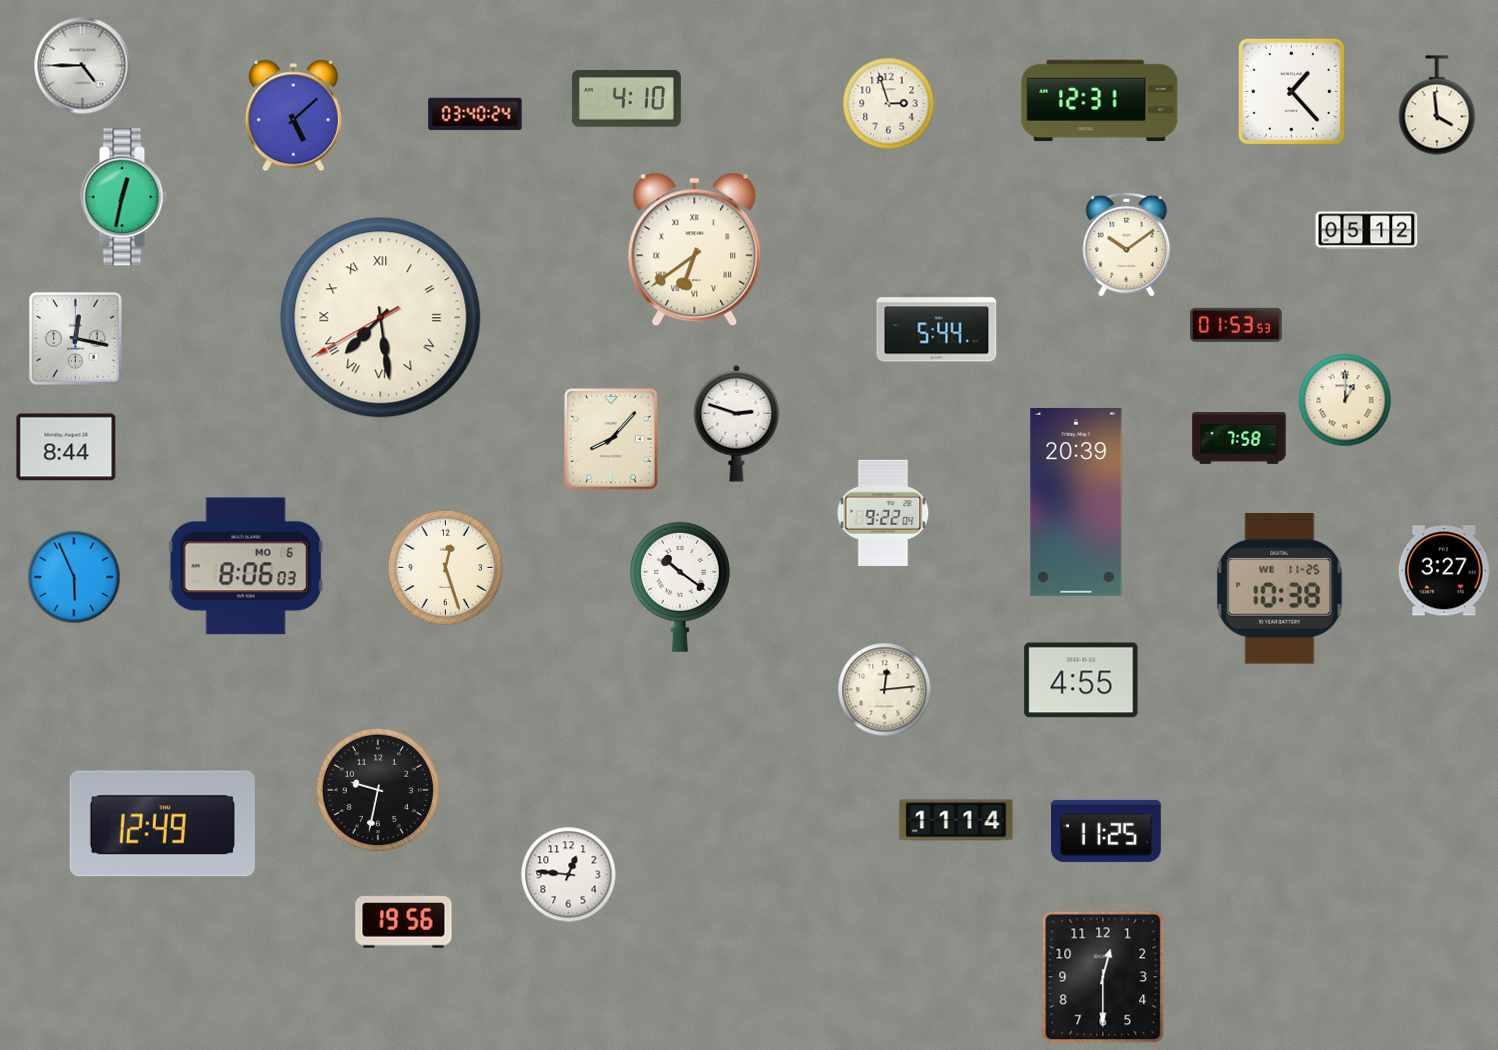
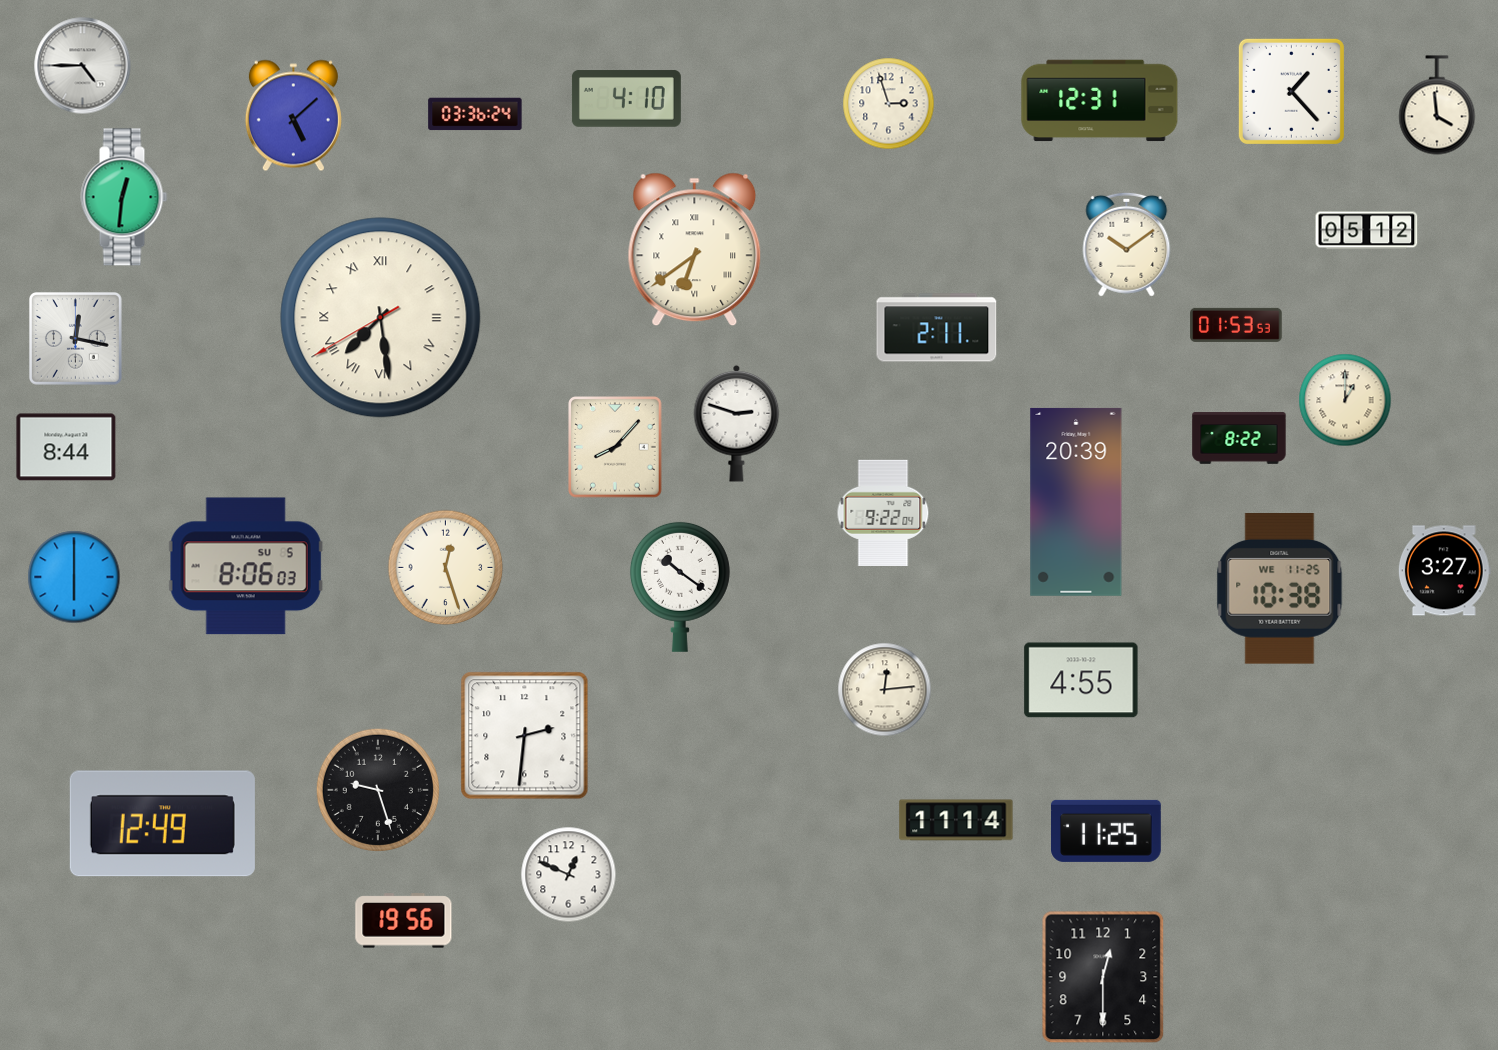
clock at (475, 114): 03:40 -> 03:36
clock at (124, 197): 12:32 -> 12:31
clock at (937, 328): 5:44 -> 2:11
clock at (1239, 438): 7:58 -> 8:22
clock at (612, 439) position: (612, 439) -> (616, 447)
clock at (246, 566) date: MO 6 -> SU 5
clock at (74, 577): 5:56 -> 6:00
clock at (525, 736): none -> 2:31
clock at (378, 790): 9:32 -> 9:27
clock at (569, 875): 12:46 -> 12:49
